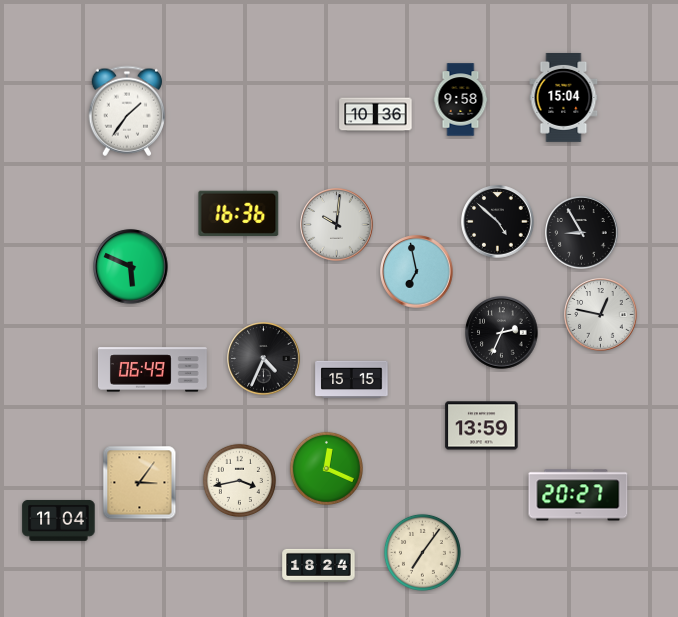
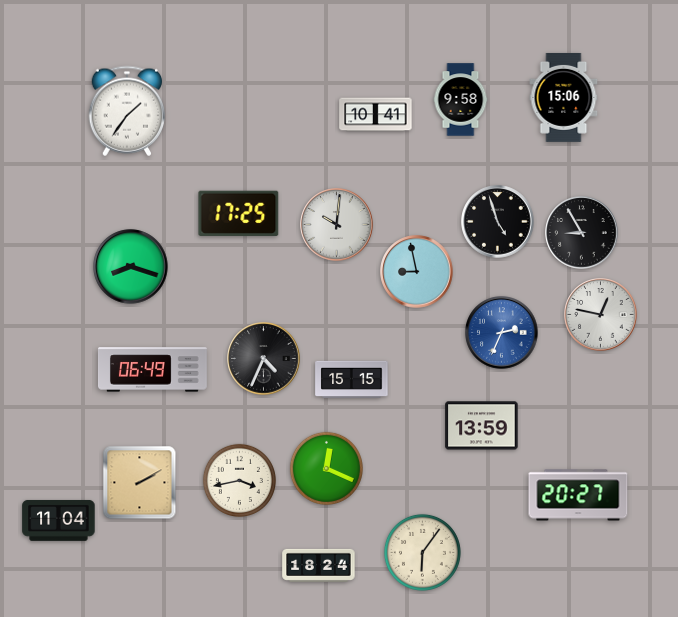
clock at (564, 97): 15:04 -> 15:06
clock at (376, 115): 10:36 -> 10:41
clock at (239, 213): 16:36 -> 17:25
clock at (498, 222): 4:52 -> 4:57
clock at (131, 267): 5:49 -> 8:18
clock at (417, 272): 6:58 -> 8:58
clock at (502, 333) dial: black -> blue
clock at (140, 483): 3:06 -> 2:10
clock at (422, 552): 7:06 -> 6:06
